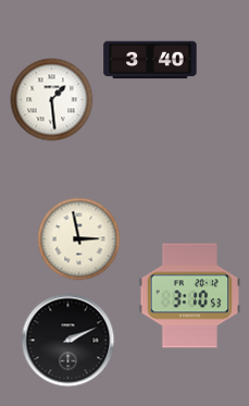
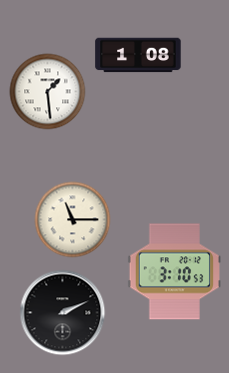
clock at (150, 60): 3:40 -> 1:08
clock at (79, 239): 2:58 -> 11:15
